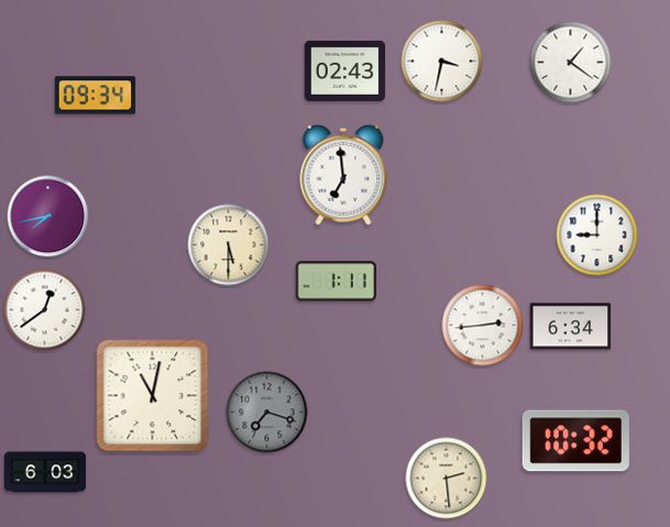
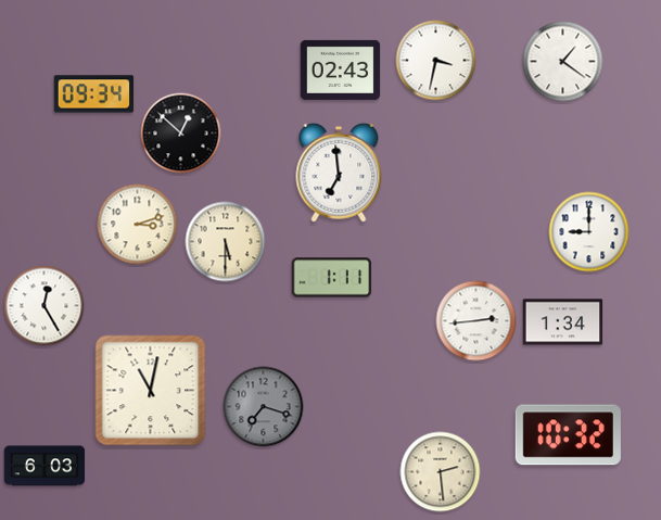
clock at (181, 134): none -> 12:52
clock at (48, 217): 7:43 -> none
clock at (138, 225): none -> 3:12
clock at (45, 310): 12:39 -> 12:25
clock at (571, 327): 6:34 -> 1:34
